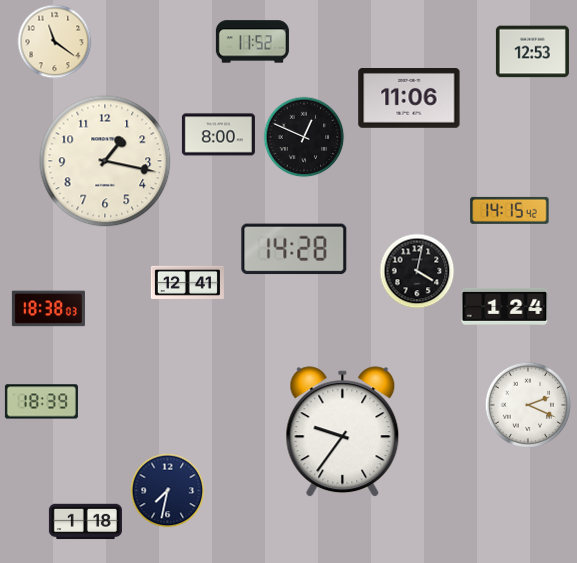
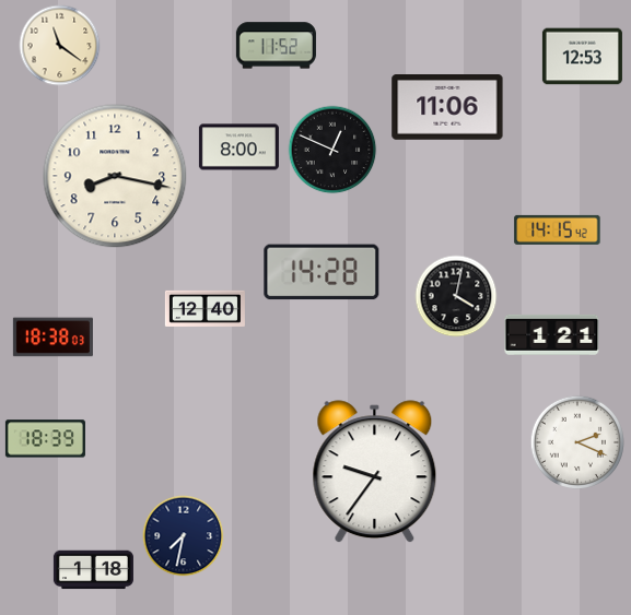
clock at (105, 161): 1:17 -> 8:17
clock at (187, 282): 12:41 -> 12:40
clock at (505, 306): 1:24 -> 1:21
